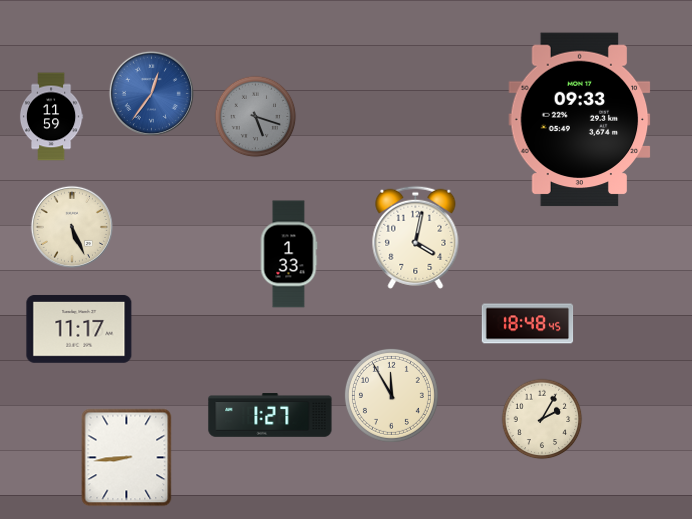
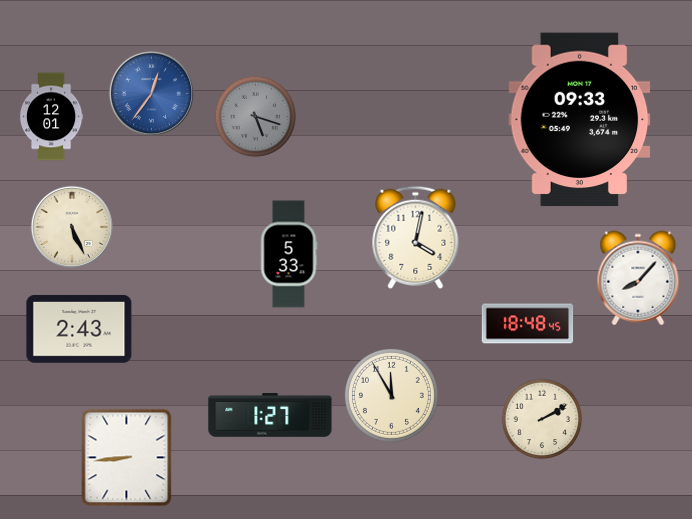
clock at (51, 117): 11:59 -> 12:01
clock at (289, 254): 1:33 -> 5:33
clock at (638, 278): none -> 8:07
clock at (79, 329): 11:17 -> 2:43
clock at (542, 419): 2:05 -> 2:10
